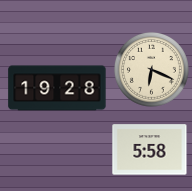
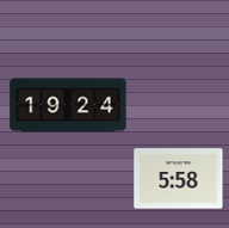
clock at (151, 69): 6:19 -> none
clock at (57, 88): 19:28 -> 19:24
